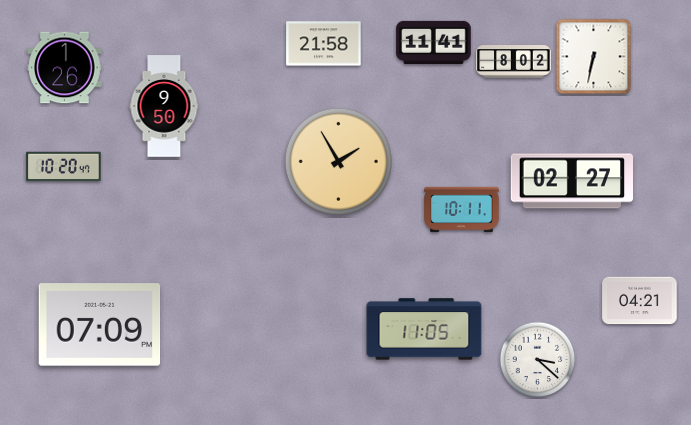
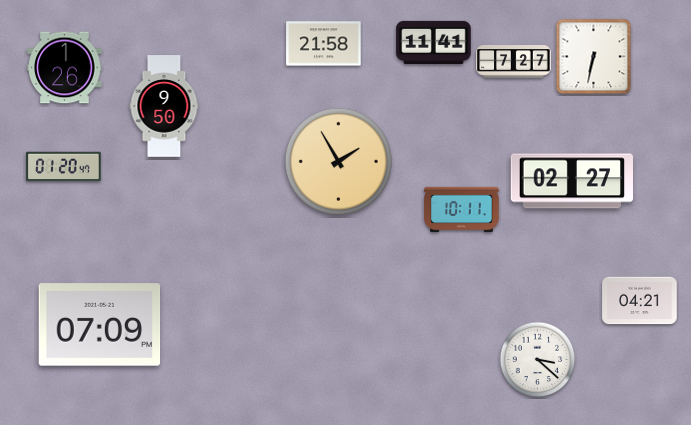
clock at (514, 62): 8:02 -> 7:27
clock at (64, 167): 10:20 -> 01:20
clock at (424, 329): 11:05 -> none
